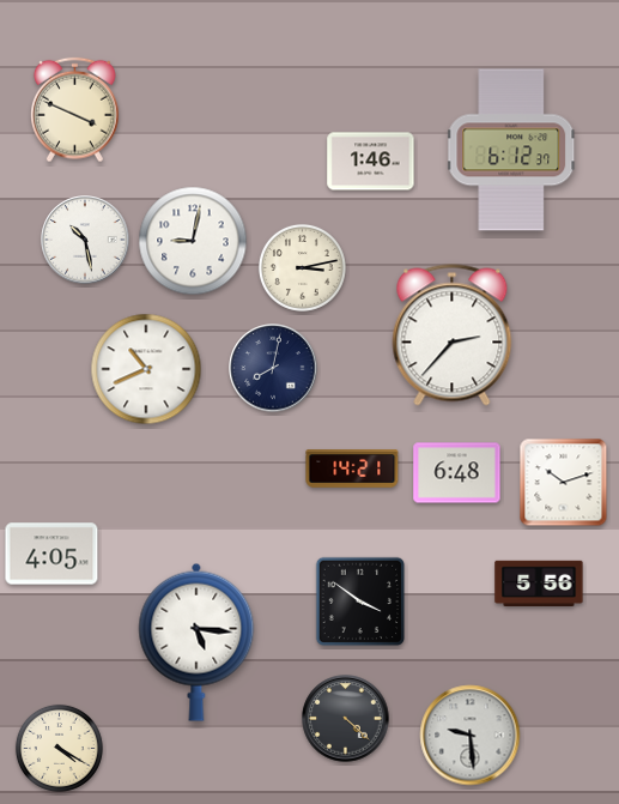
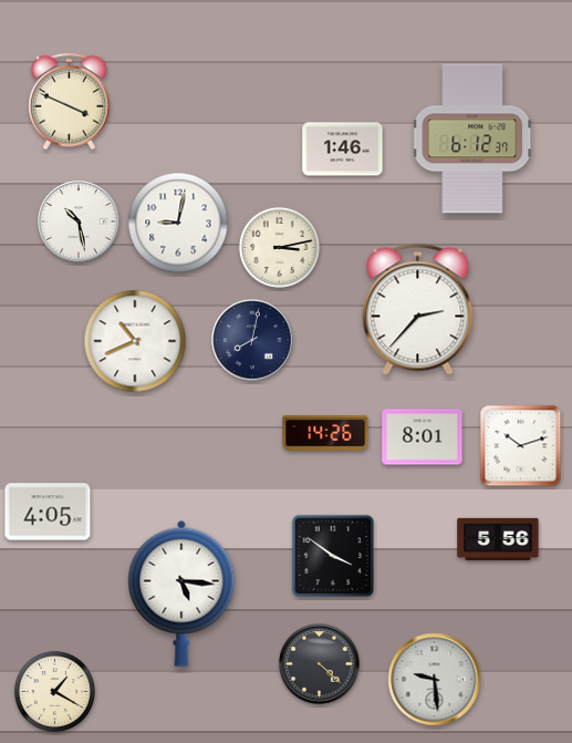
clock at (352, 469): 14:21 -> 14:26
clock at (457, 473): 6:48 -> 8:01
clock at (59, 748): 4:20 -> 1:20
